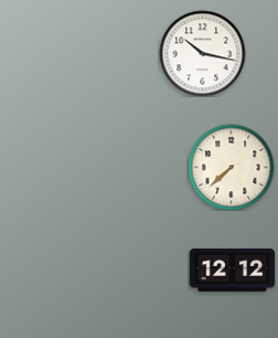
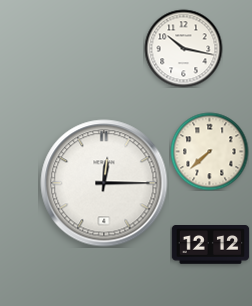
clock at (104, 183): none -> 12:15
